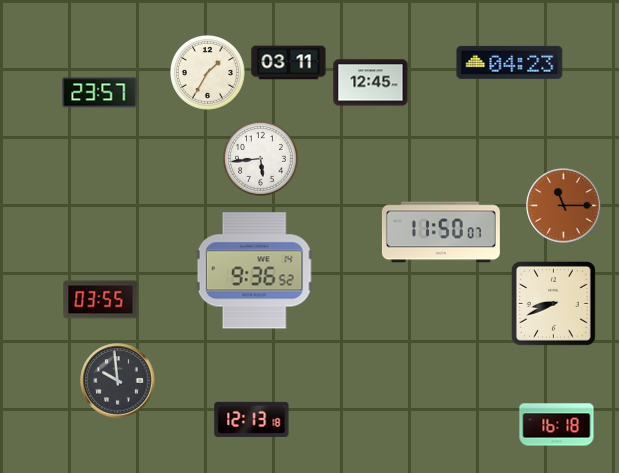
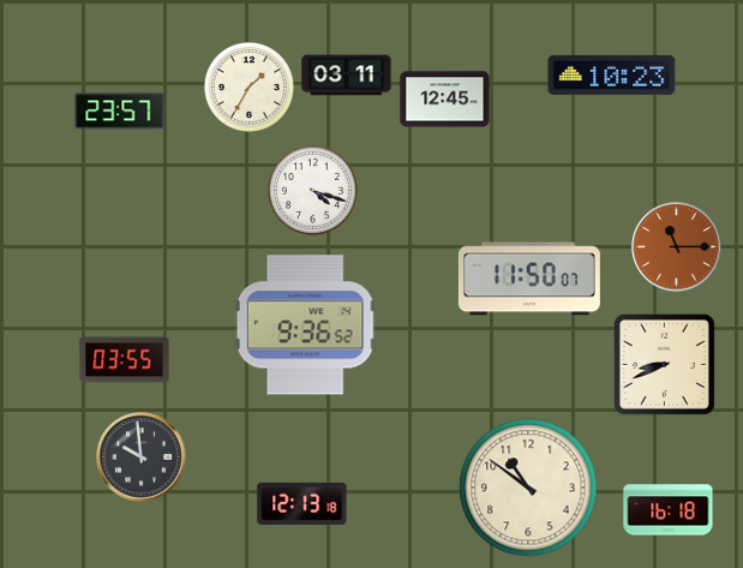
clock at (510, 62): 04:23 -> 10:23
clock at (260, 158): 5:44 -> 4:18
clock at (101, 300) position: (101, 300) -> (125, 360)
clock at (528, 488): none -> 10:51
